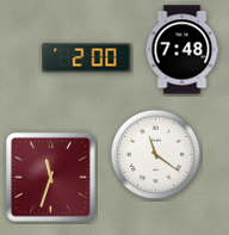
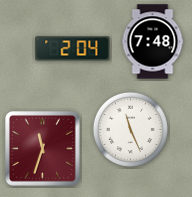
clock at (87, 58): 2:00 -> 2:04
clock at (155, 154): 11:21 -> 11:26
